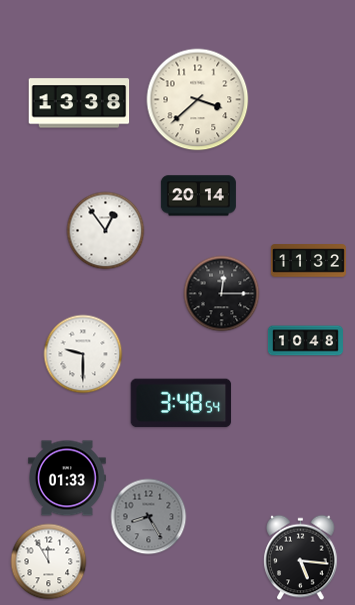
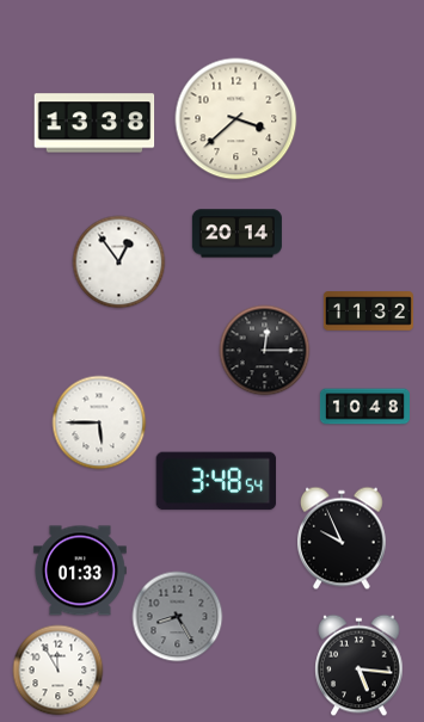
clock at (106, 231) position: (106, 231) -> (119, 263)
clock at (83, 354): 9:30 -> 5:45
clock at (342, 538): none -> 9:56
